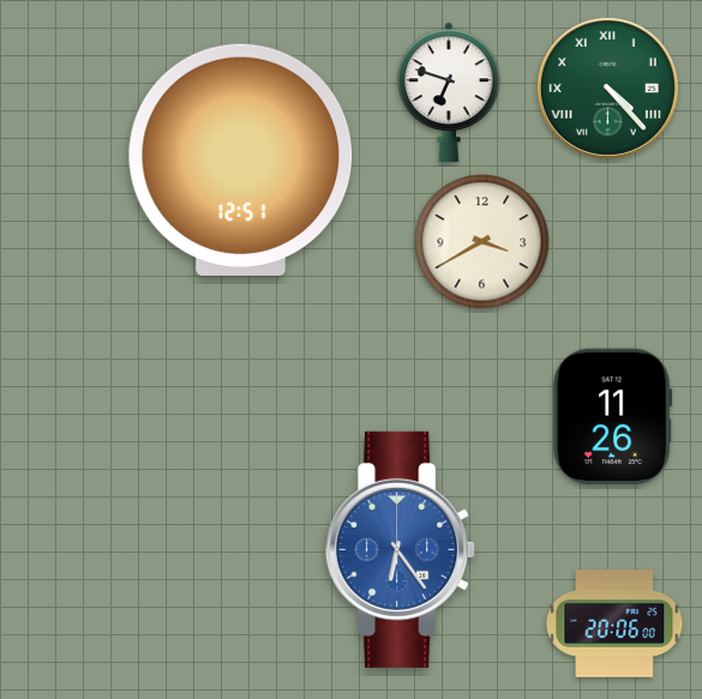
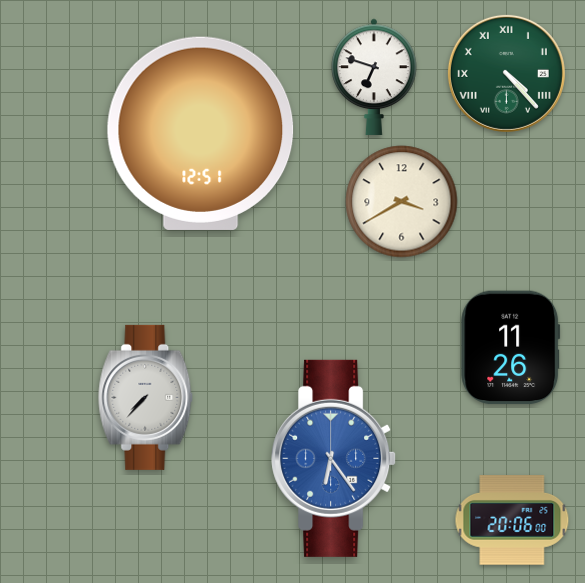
clock at (146, 397): none -> 7:37
